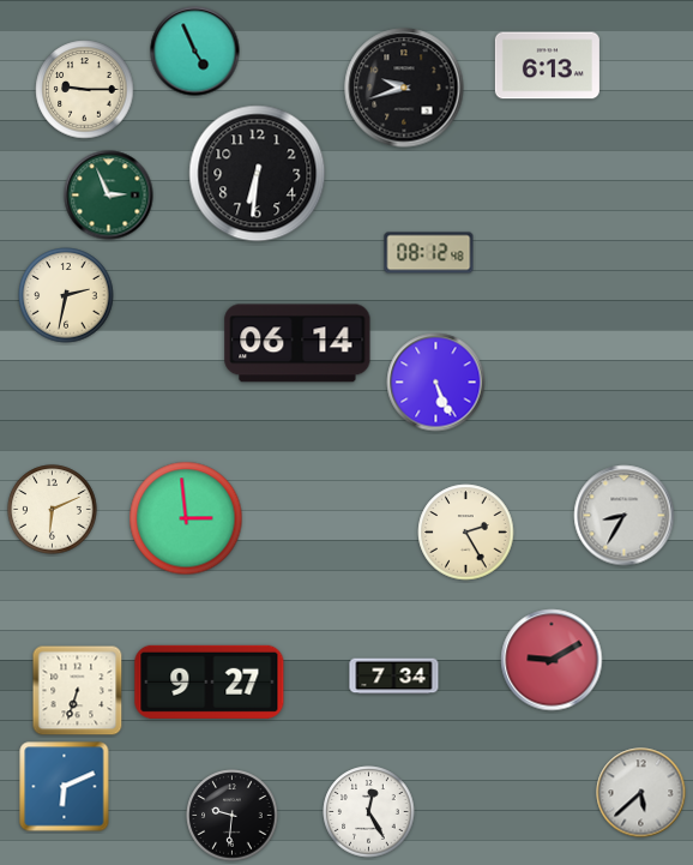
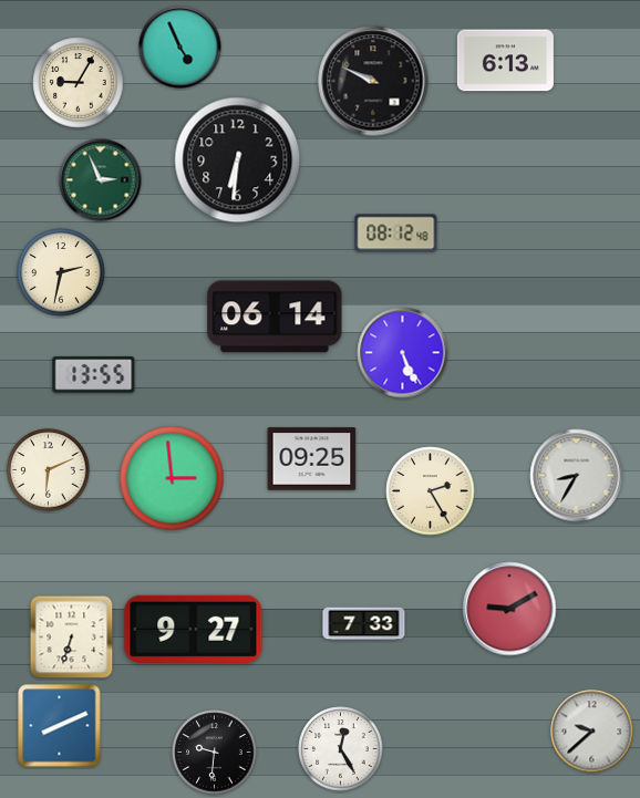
clock at (404, 88): 9:42 -> 9:49
clock at (85, 90): 9:15 -> 9:05
clock at (94, 375): none -> 13:55
clock at (312, 459): none -> 09:25
clock at (394, 677): 7:34 -> 7:33
clock at (65, 787): 6:11 -> 8:11
clock at (641, 793): 5:38 -> 9:38
